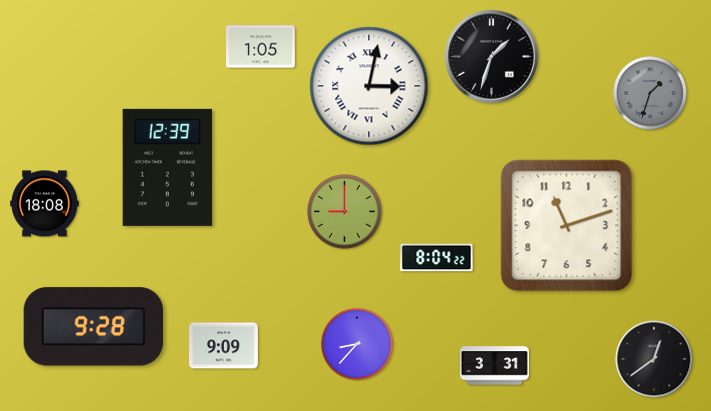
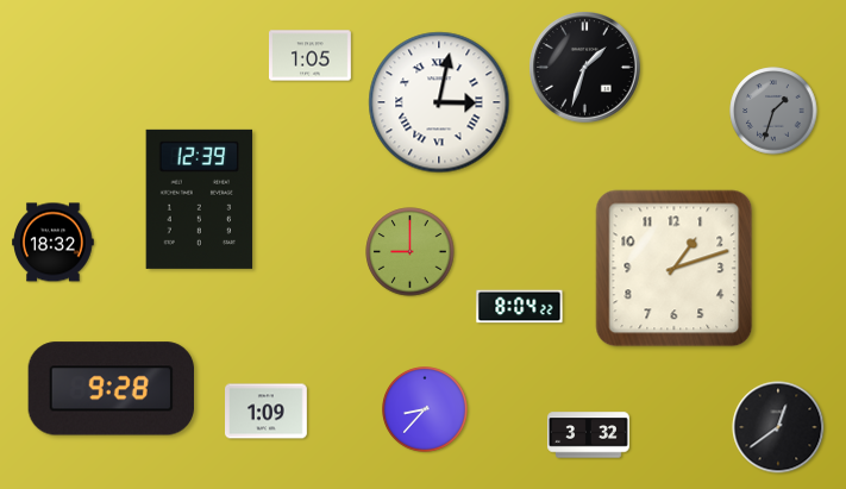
clock at (45, 204): 18:08 -> 18:32
clock at (567, 226): 11:12 -> 1:12
clock at (224, 346): 9:09 -> 1:09
clock at (495, 366): 3:31 -> 3:32
